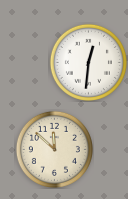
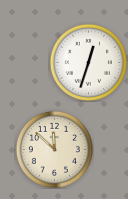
clock at (88, 62): 12:31 -> 12:33
